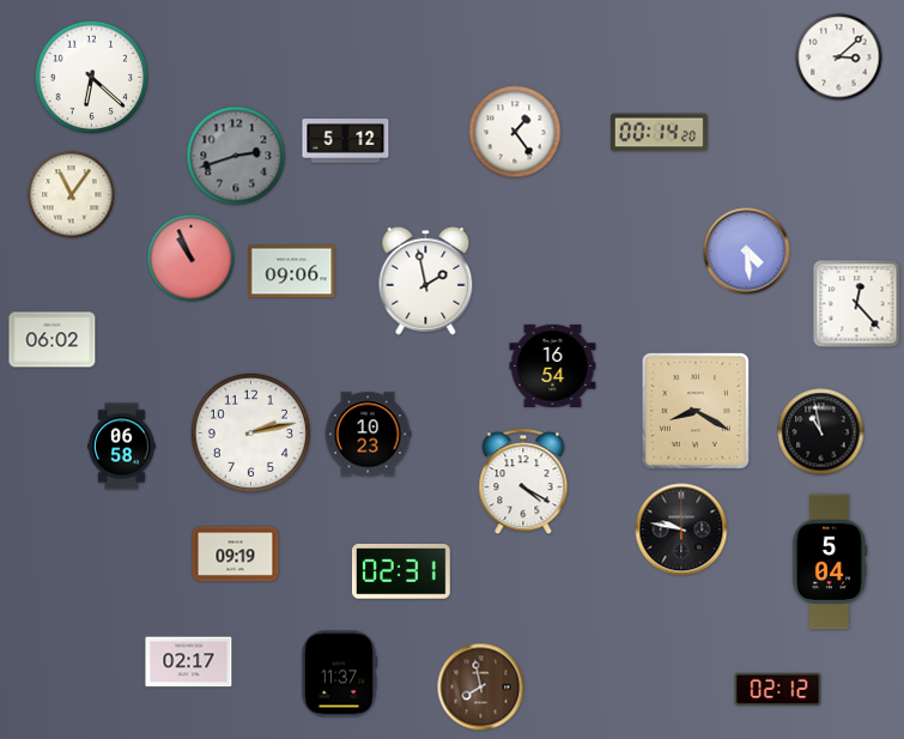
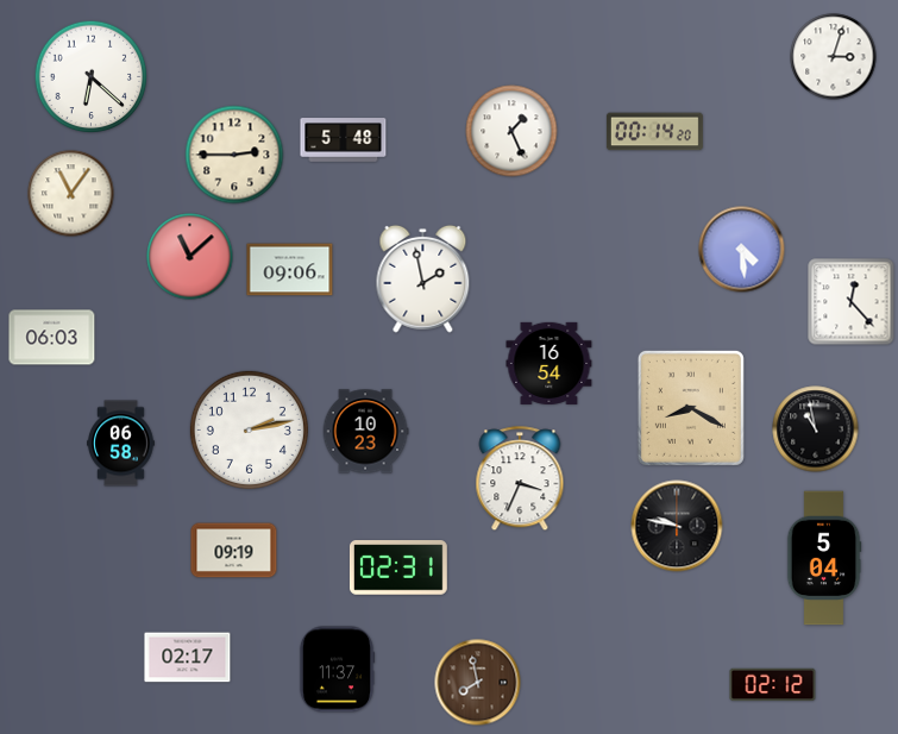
clock at (839, 57): 3:08 -> 3:03
clock at (515, 132): 1:24 -> 1:26
clock at (346, 141): 5:12 -> 5:48
clock at (236, 156): 2:42 -> 2:45
clock at (236, 156) dial: grey -> cream
clock at (192, 259): 10:56 -> 11:08
clock at (53, 340): 06:02 -> 06:03
clock at (523, 483): 4:20 -> 3:34
